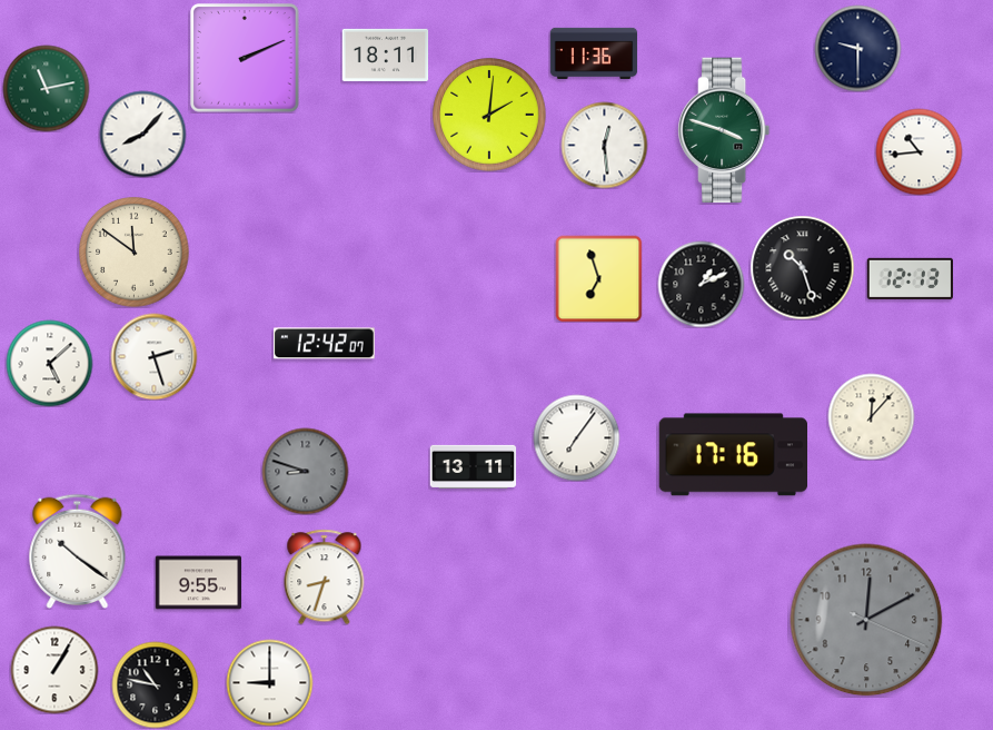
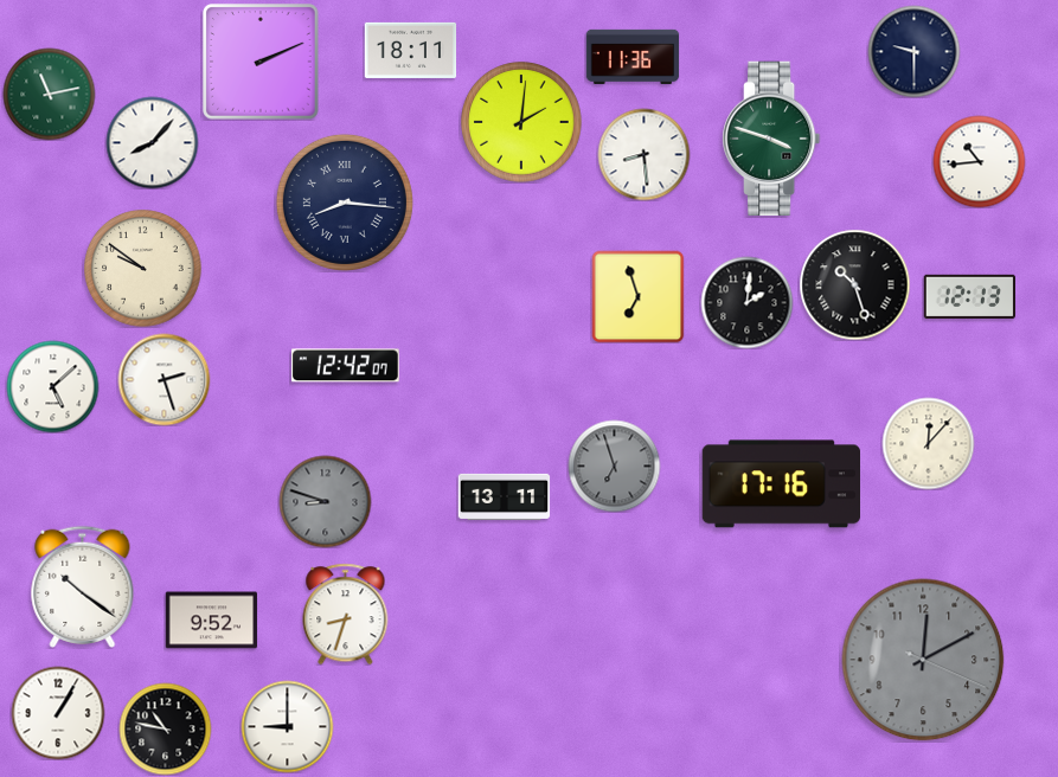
clock at (385, 55) position: (385, 55) -> (410, 50)
clock at (604, 145): 12:29 -> 8:29
clock at (345, 203): none -> 8:16
clock at (135, 253): 11:51 -> 9:51
clock at (701, 284): 1:11 -> 2:01
clock at (576, 437): 7:06 -> 6:57
clock at (576, 437) dial: white -> grey
clock at (198, 583): 9:55 -> 9:52
